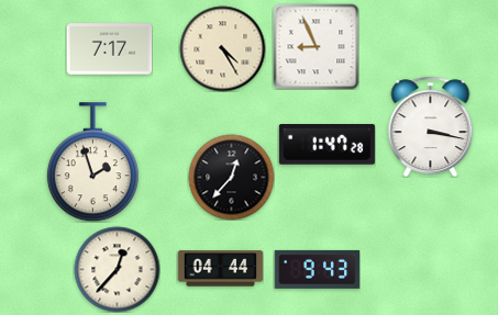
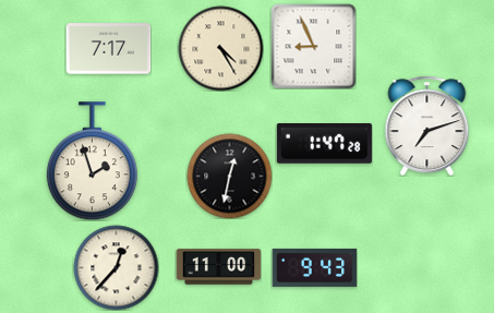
clock at (431, 126): 3:17 -> 7:12
clock at (231, 177): 12:37 -> 12:32
clock at (220, 269): 04:44 -> 11:00
